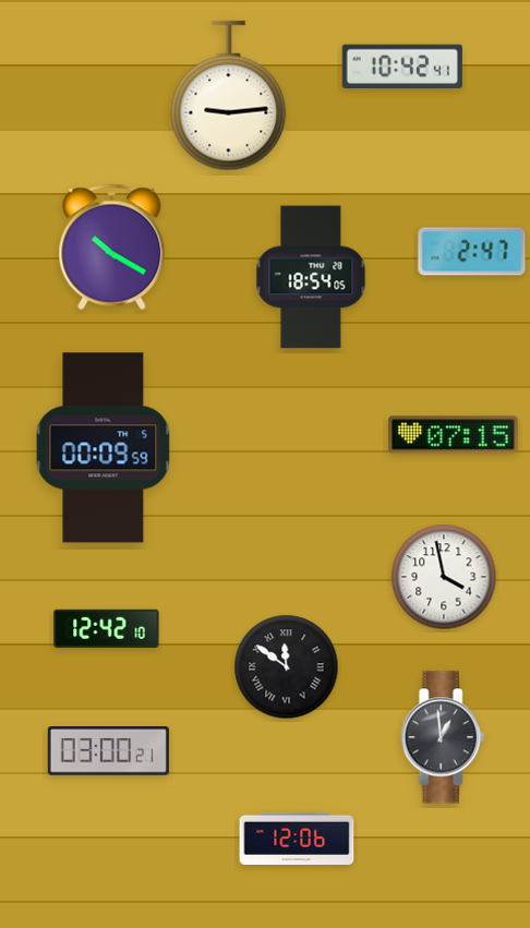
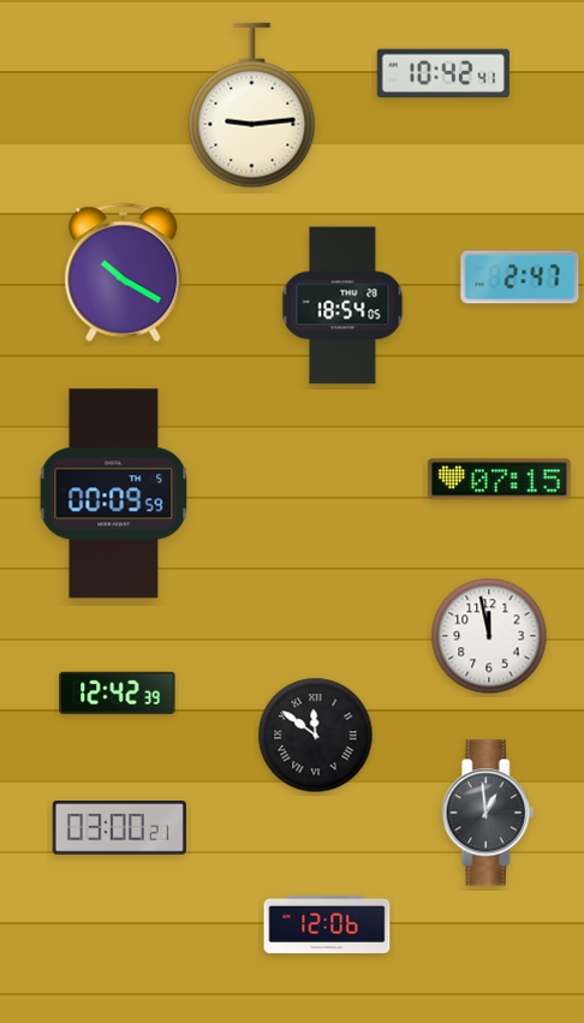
clock at (444, 577): 3:58 -> 11:58
clock at (107, 628): 12:42:10 -> 12:42:39
